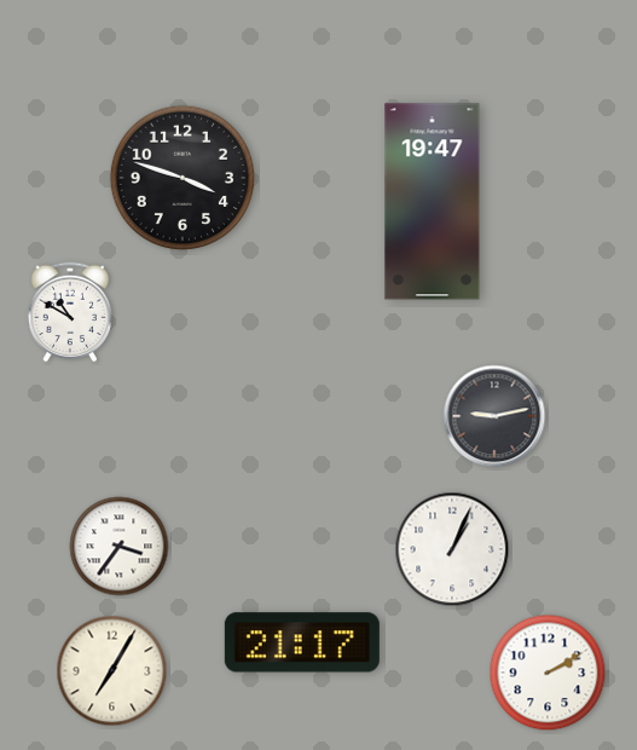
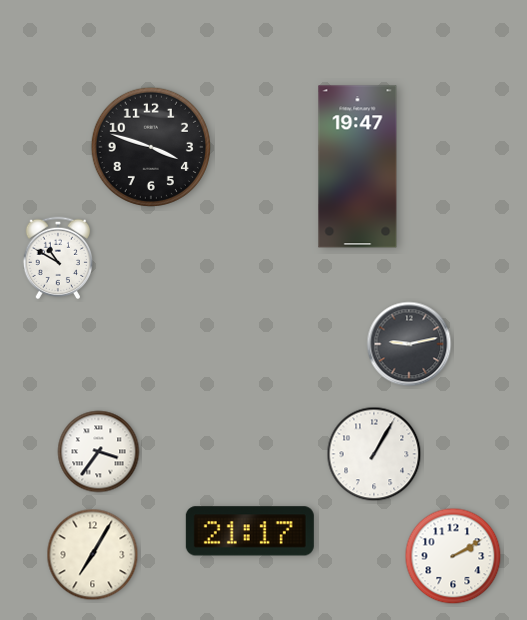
clock at (452, 549): 1:04 -> 1:05
